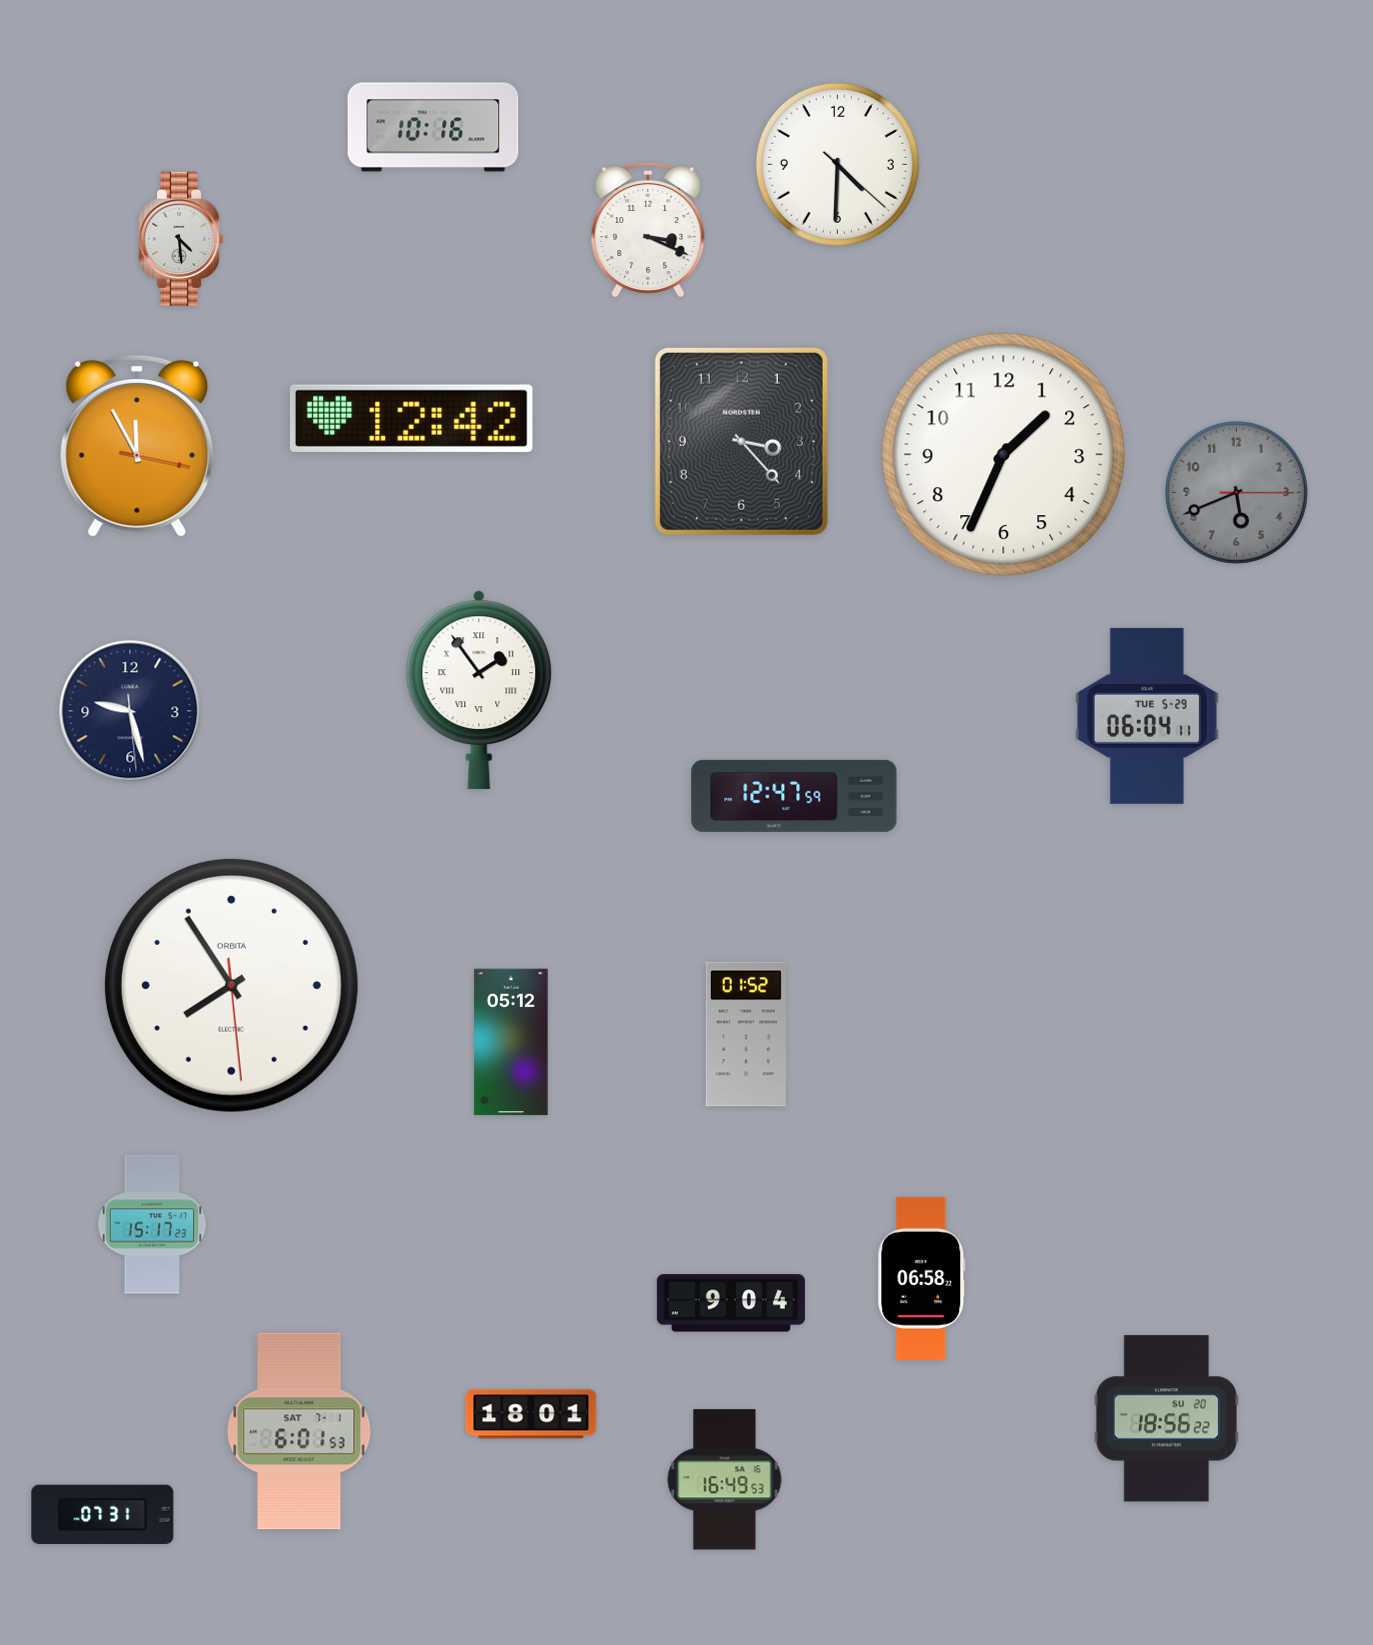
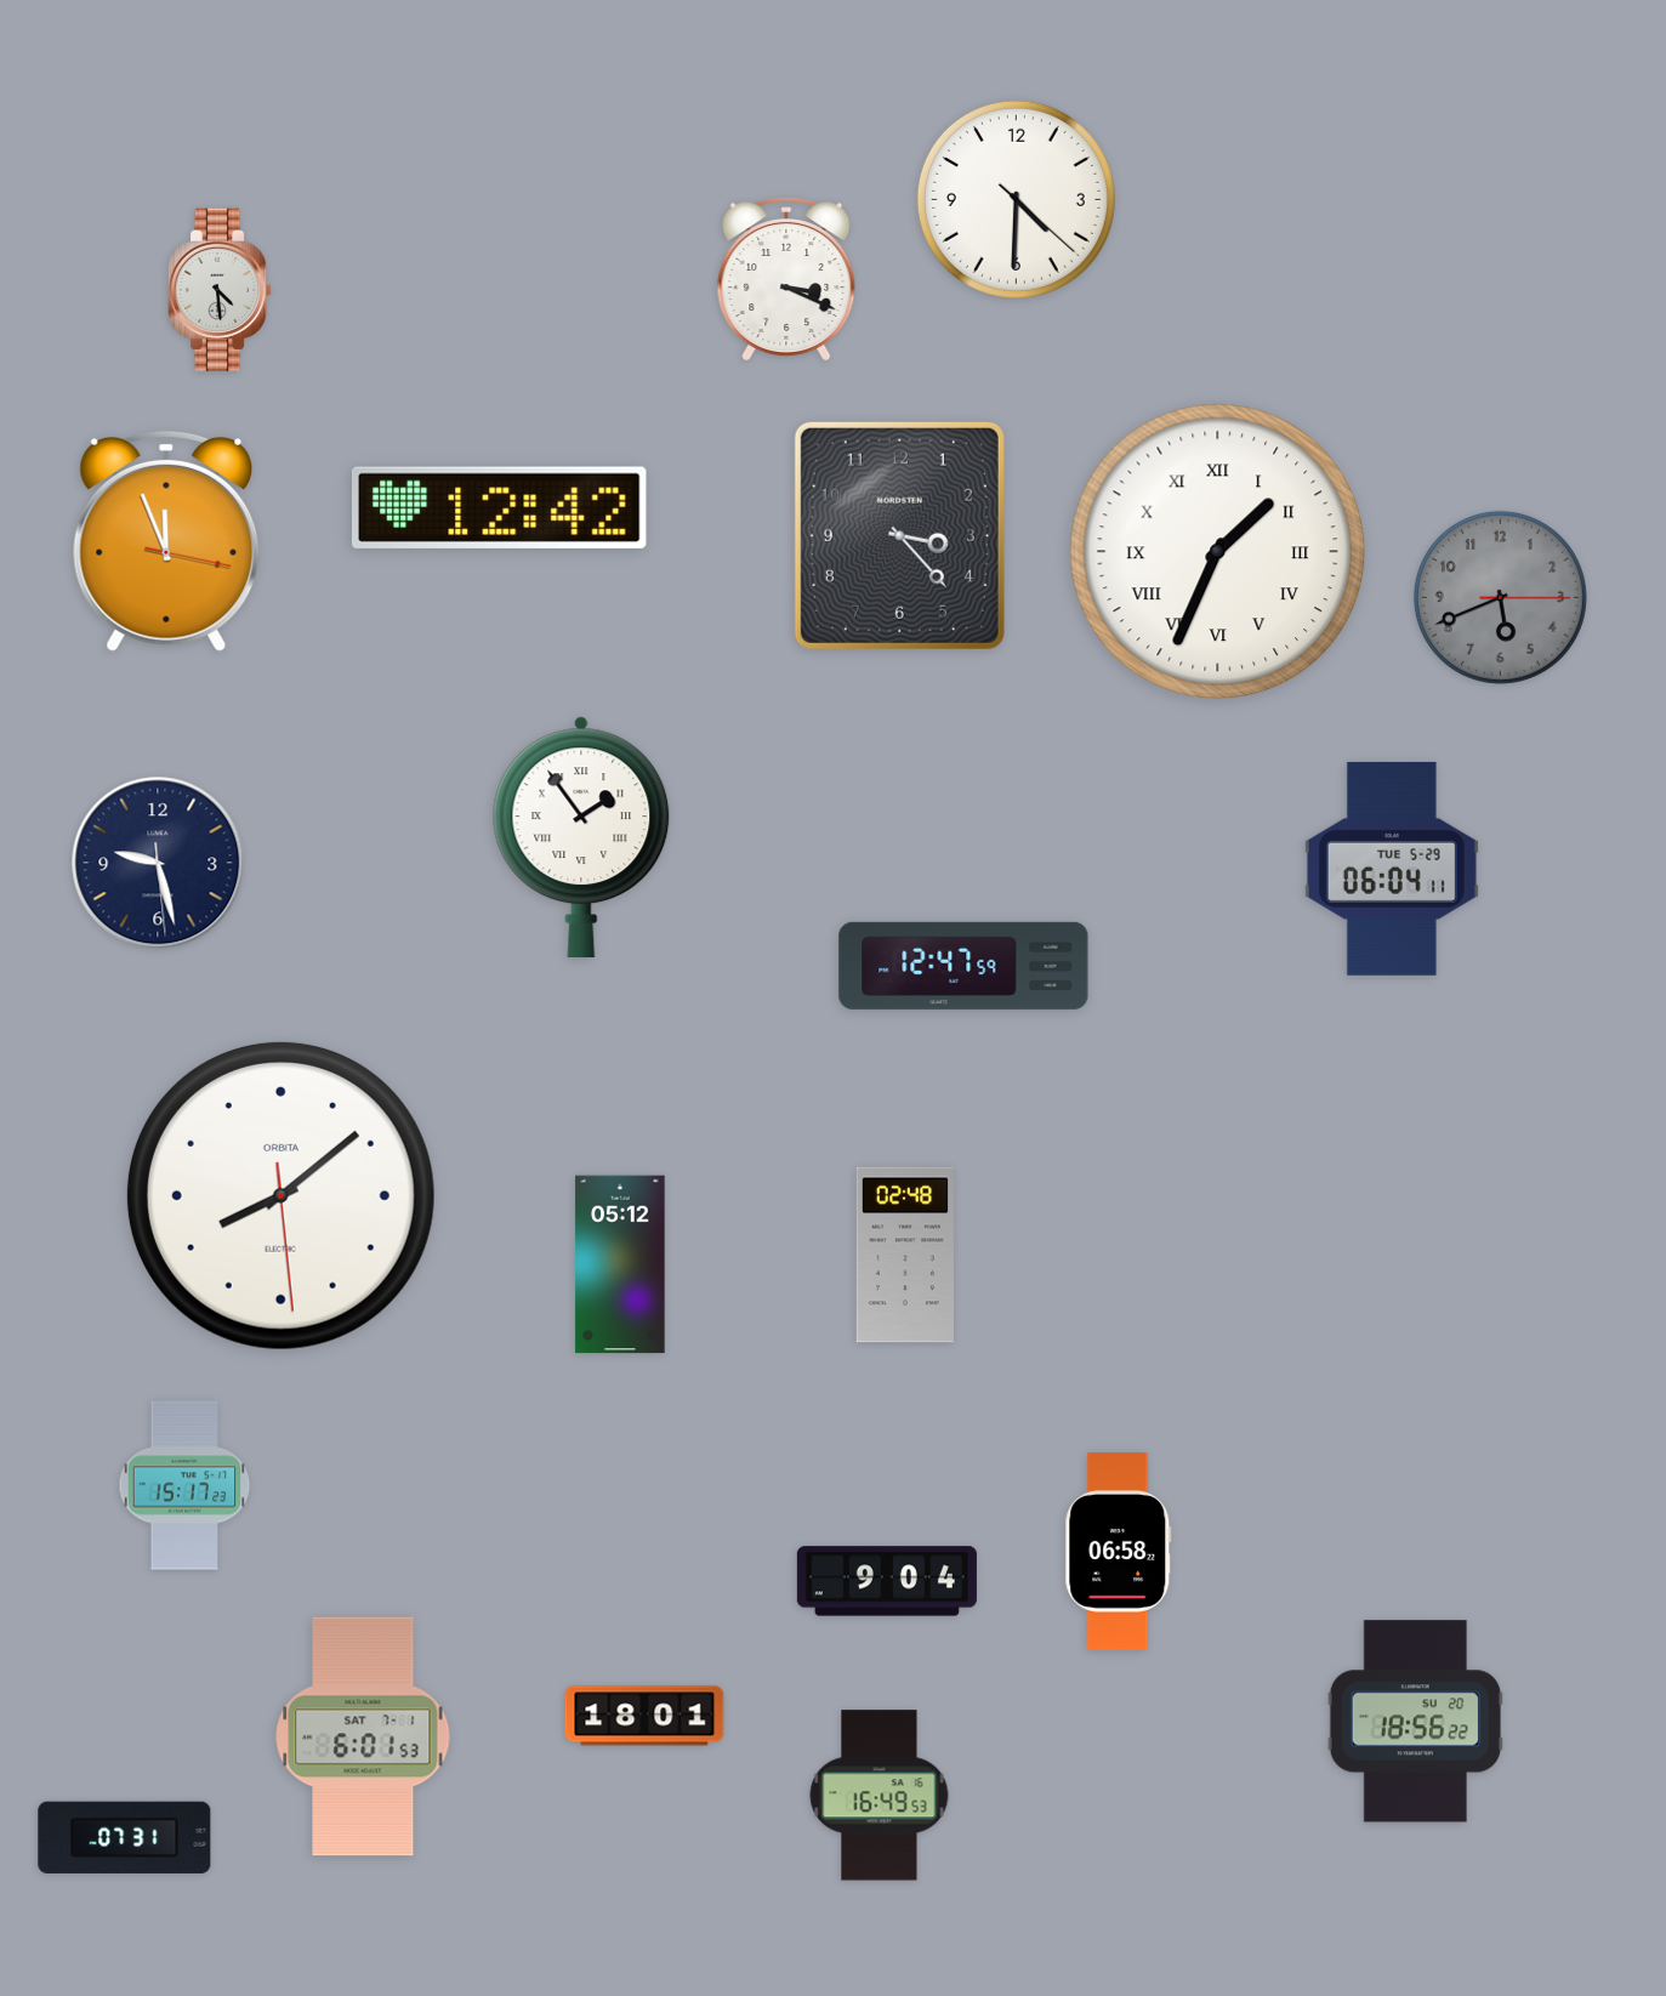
clock at (433, 127): 10:16 -> none
clock at (137, 446): 11:55 -> 11:56
clock at (1004, 455) numerals: Arabic -> Roman
clock at (231, 985): 7:54 -> 8:08
clock at (746, 1034): 01:52 -> 02:48
